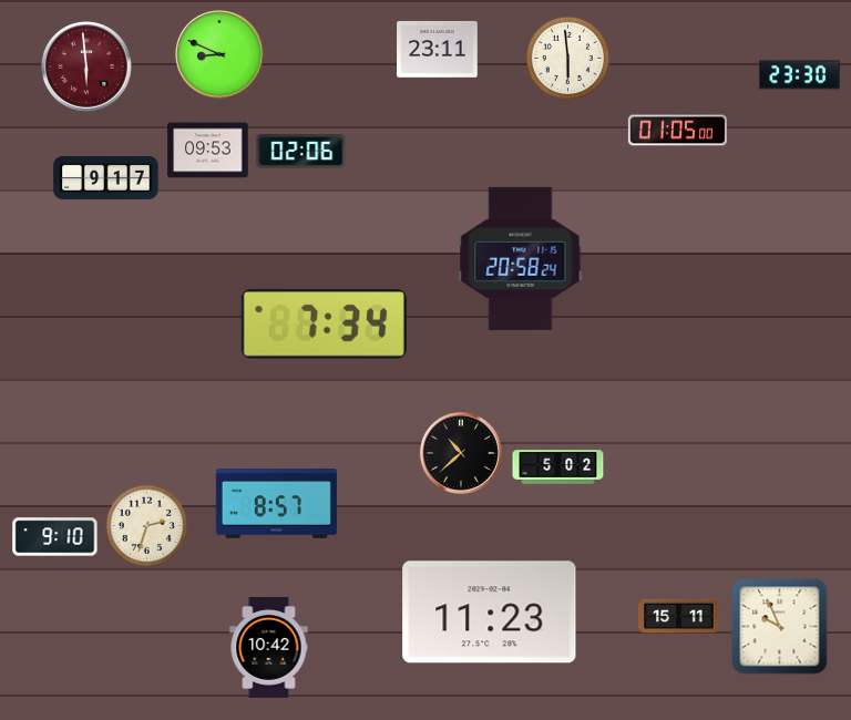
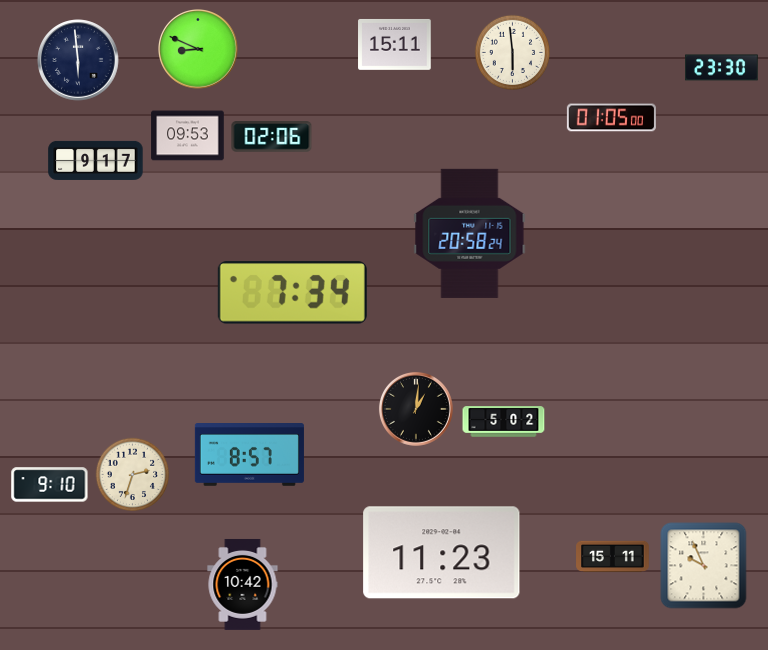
clock at (438, 49): 23:11 -> 15:11
clock at (86, 66) dial: burgundy -> navy
clock at (461, 453): 10:38 -> 1:01
